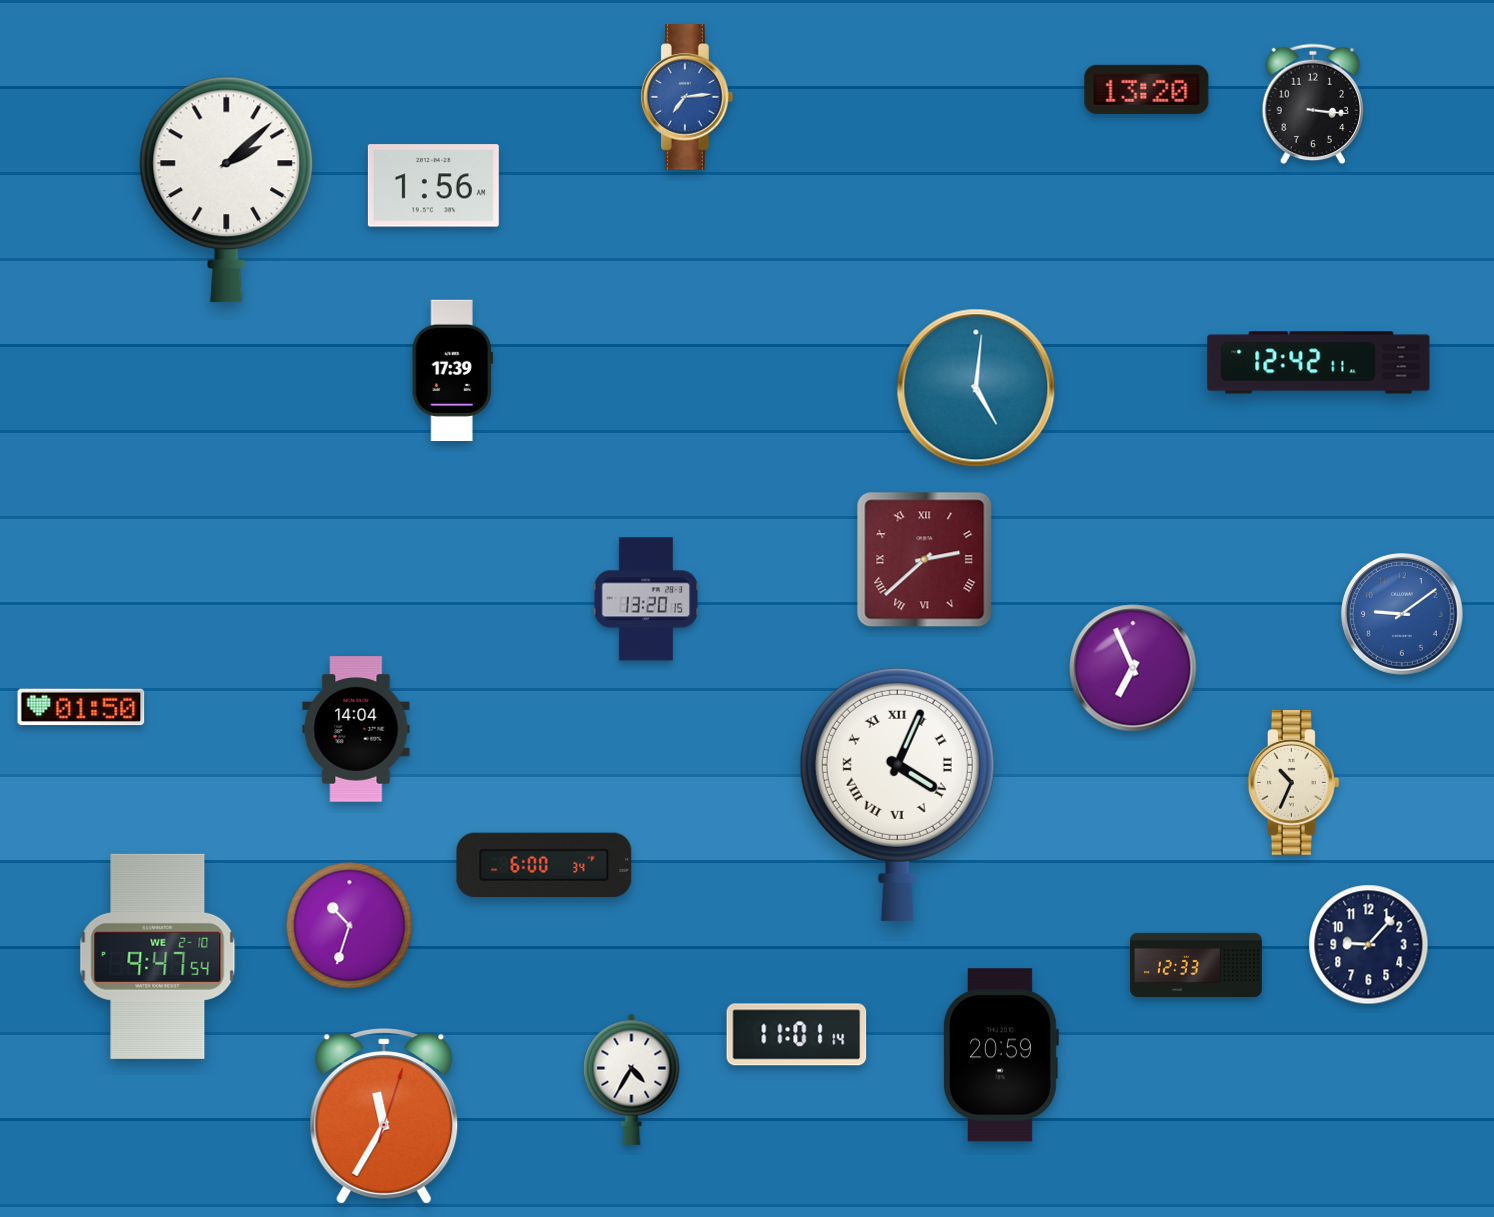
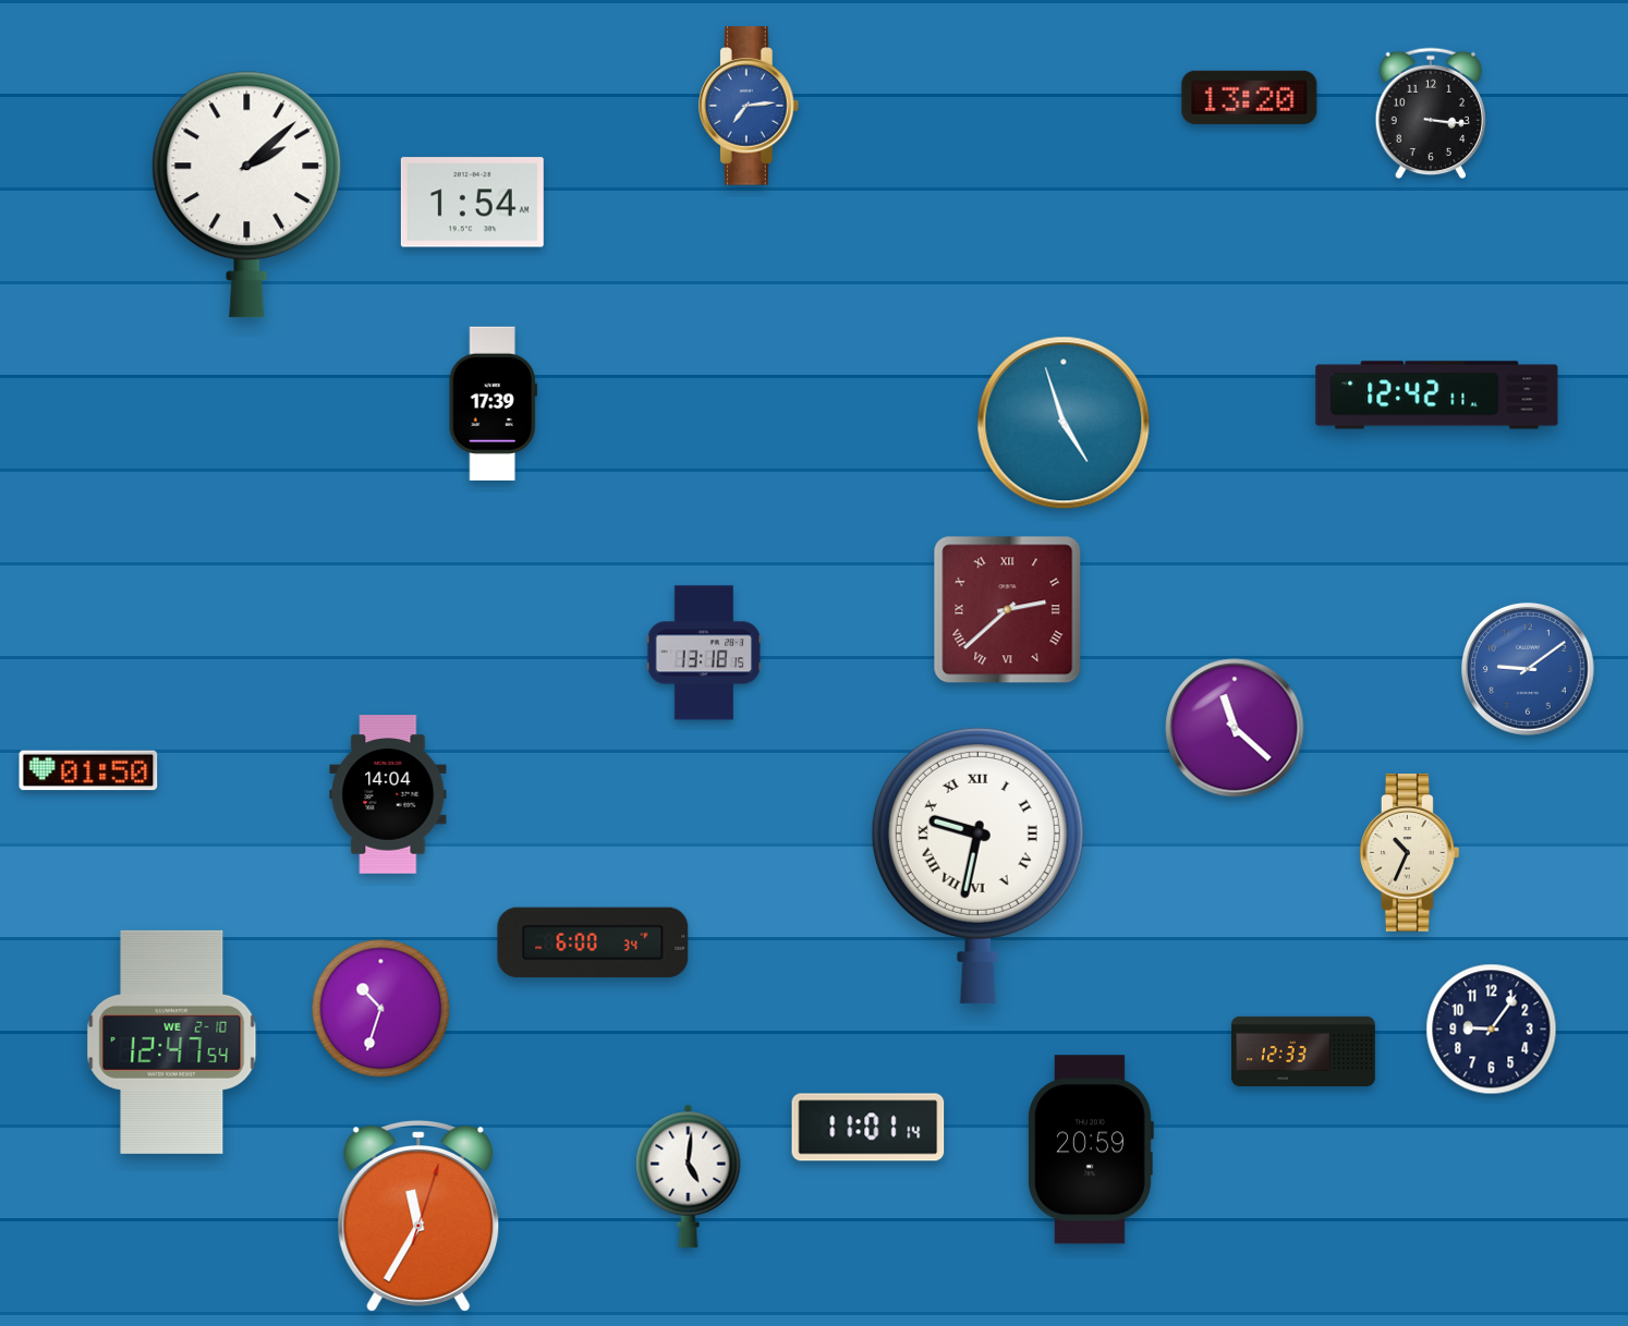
clock at (433, 186): 1:56 -> 1:54
clock at (227, 190) position: (227, 190) -> (247, 195)
clock at (976, 388): 5:01 -> 4:57
clock at (646, 599): 13:20 -> 13:18
clock at (1133, 668): 6:56 -> 11:22
clock at (897, 794): 4:04 -> 9:32
clock at (1369, 945): 9:07 -> 9:06
clock at (158, 956): 9:47 -> 12:47
clock at (632, 1079): 4:35 -> 5:01
